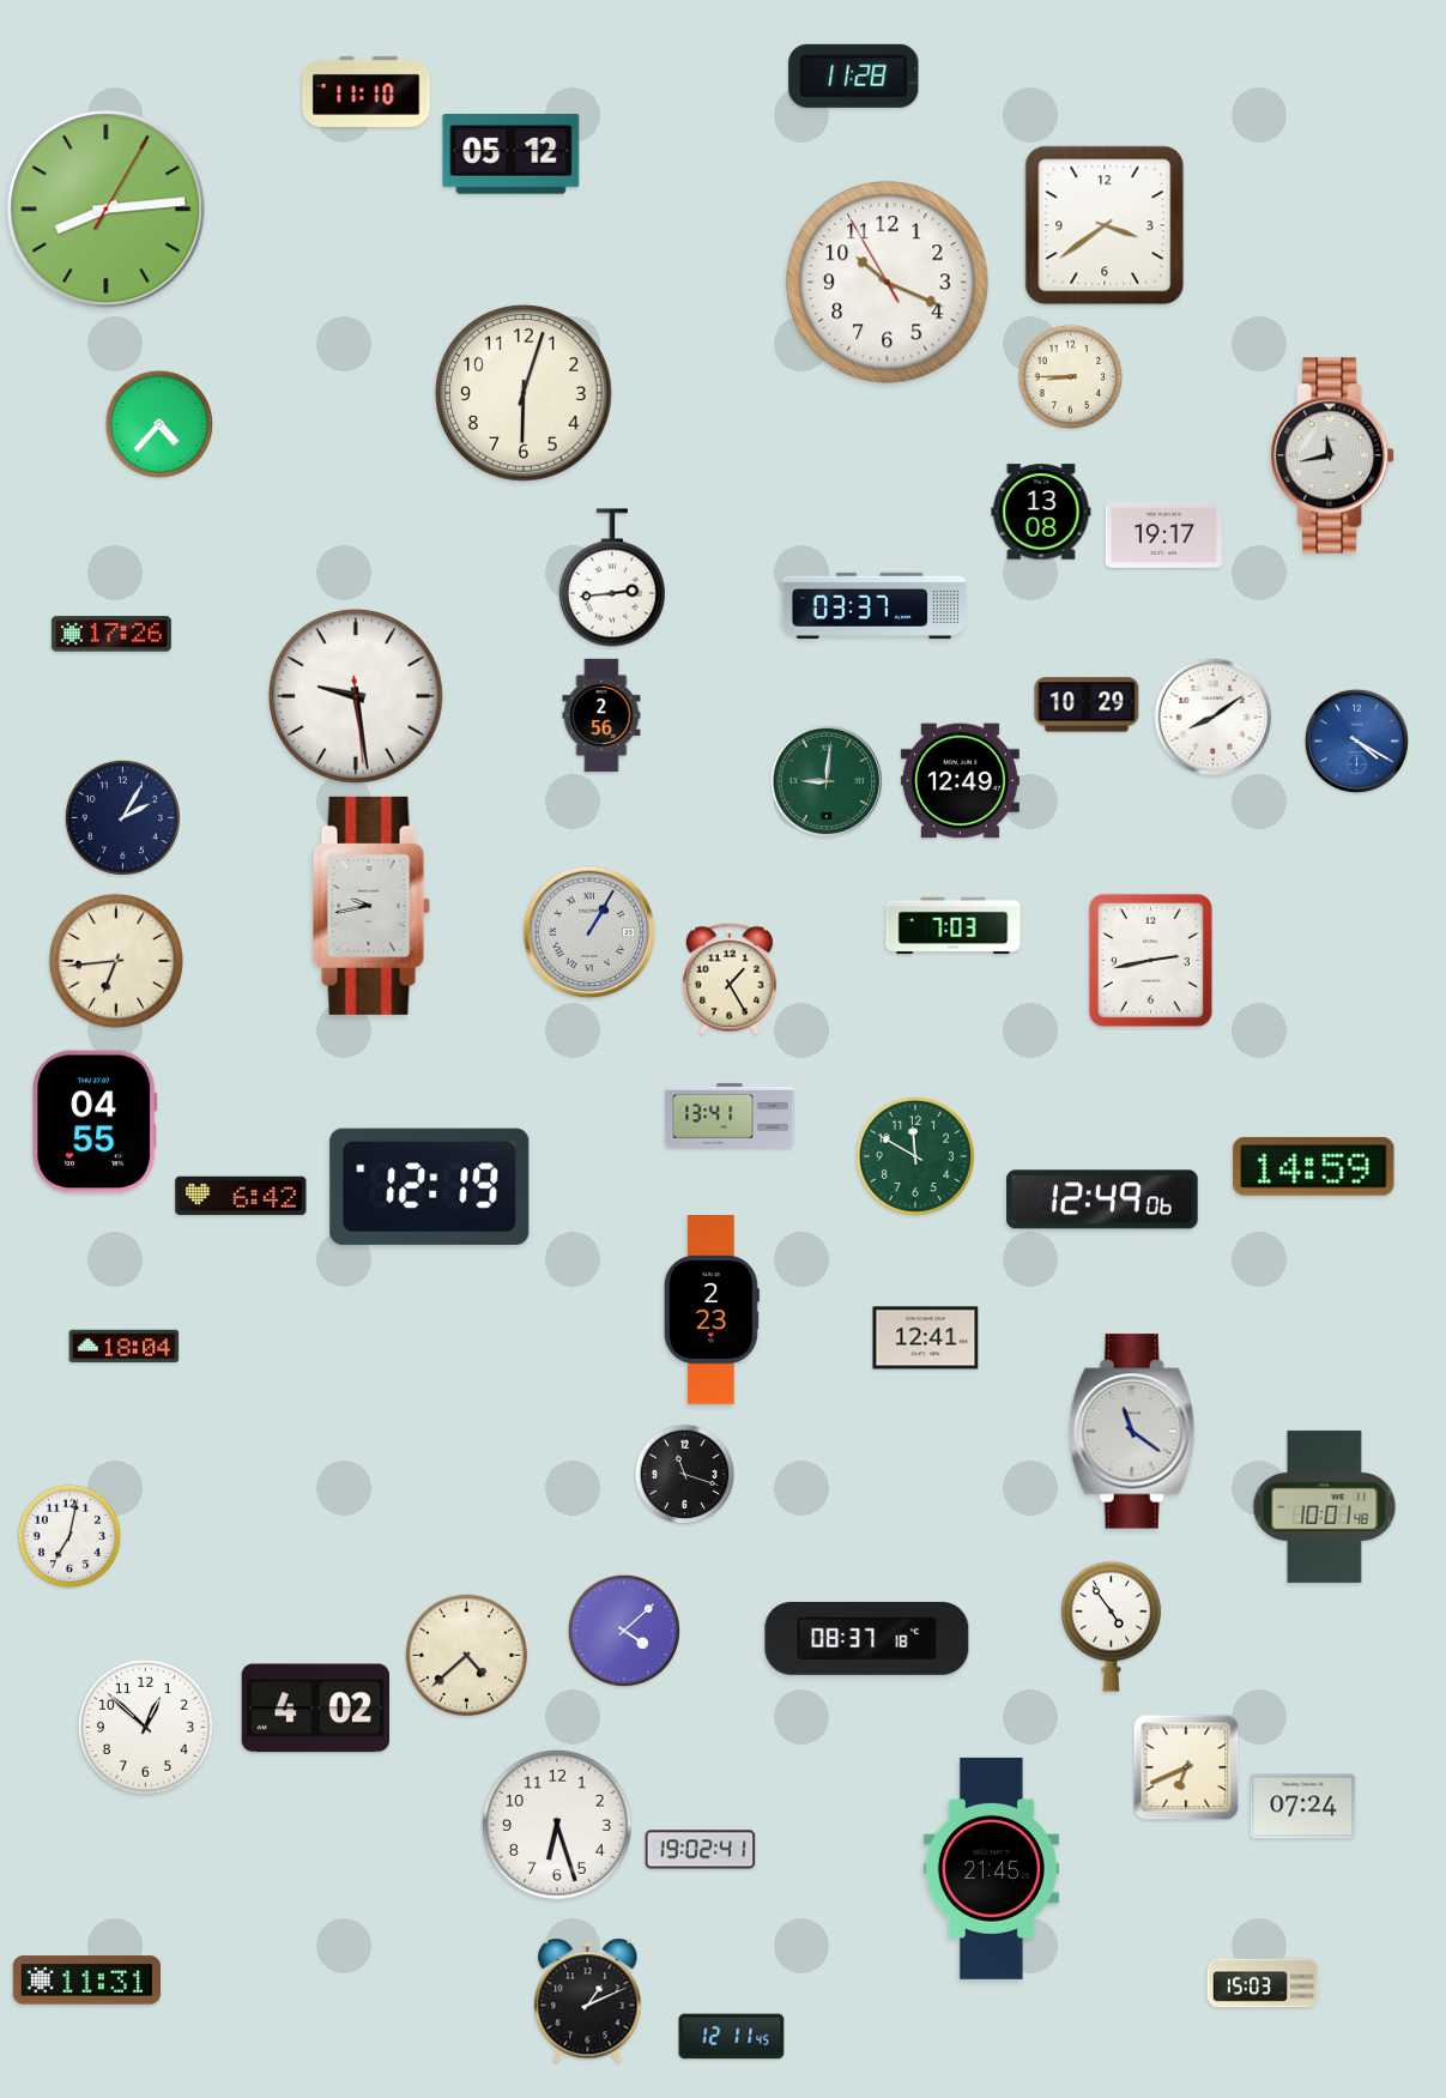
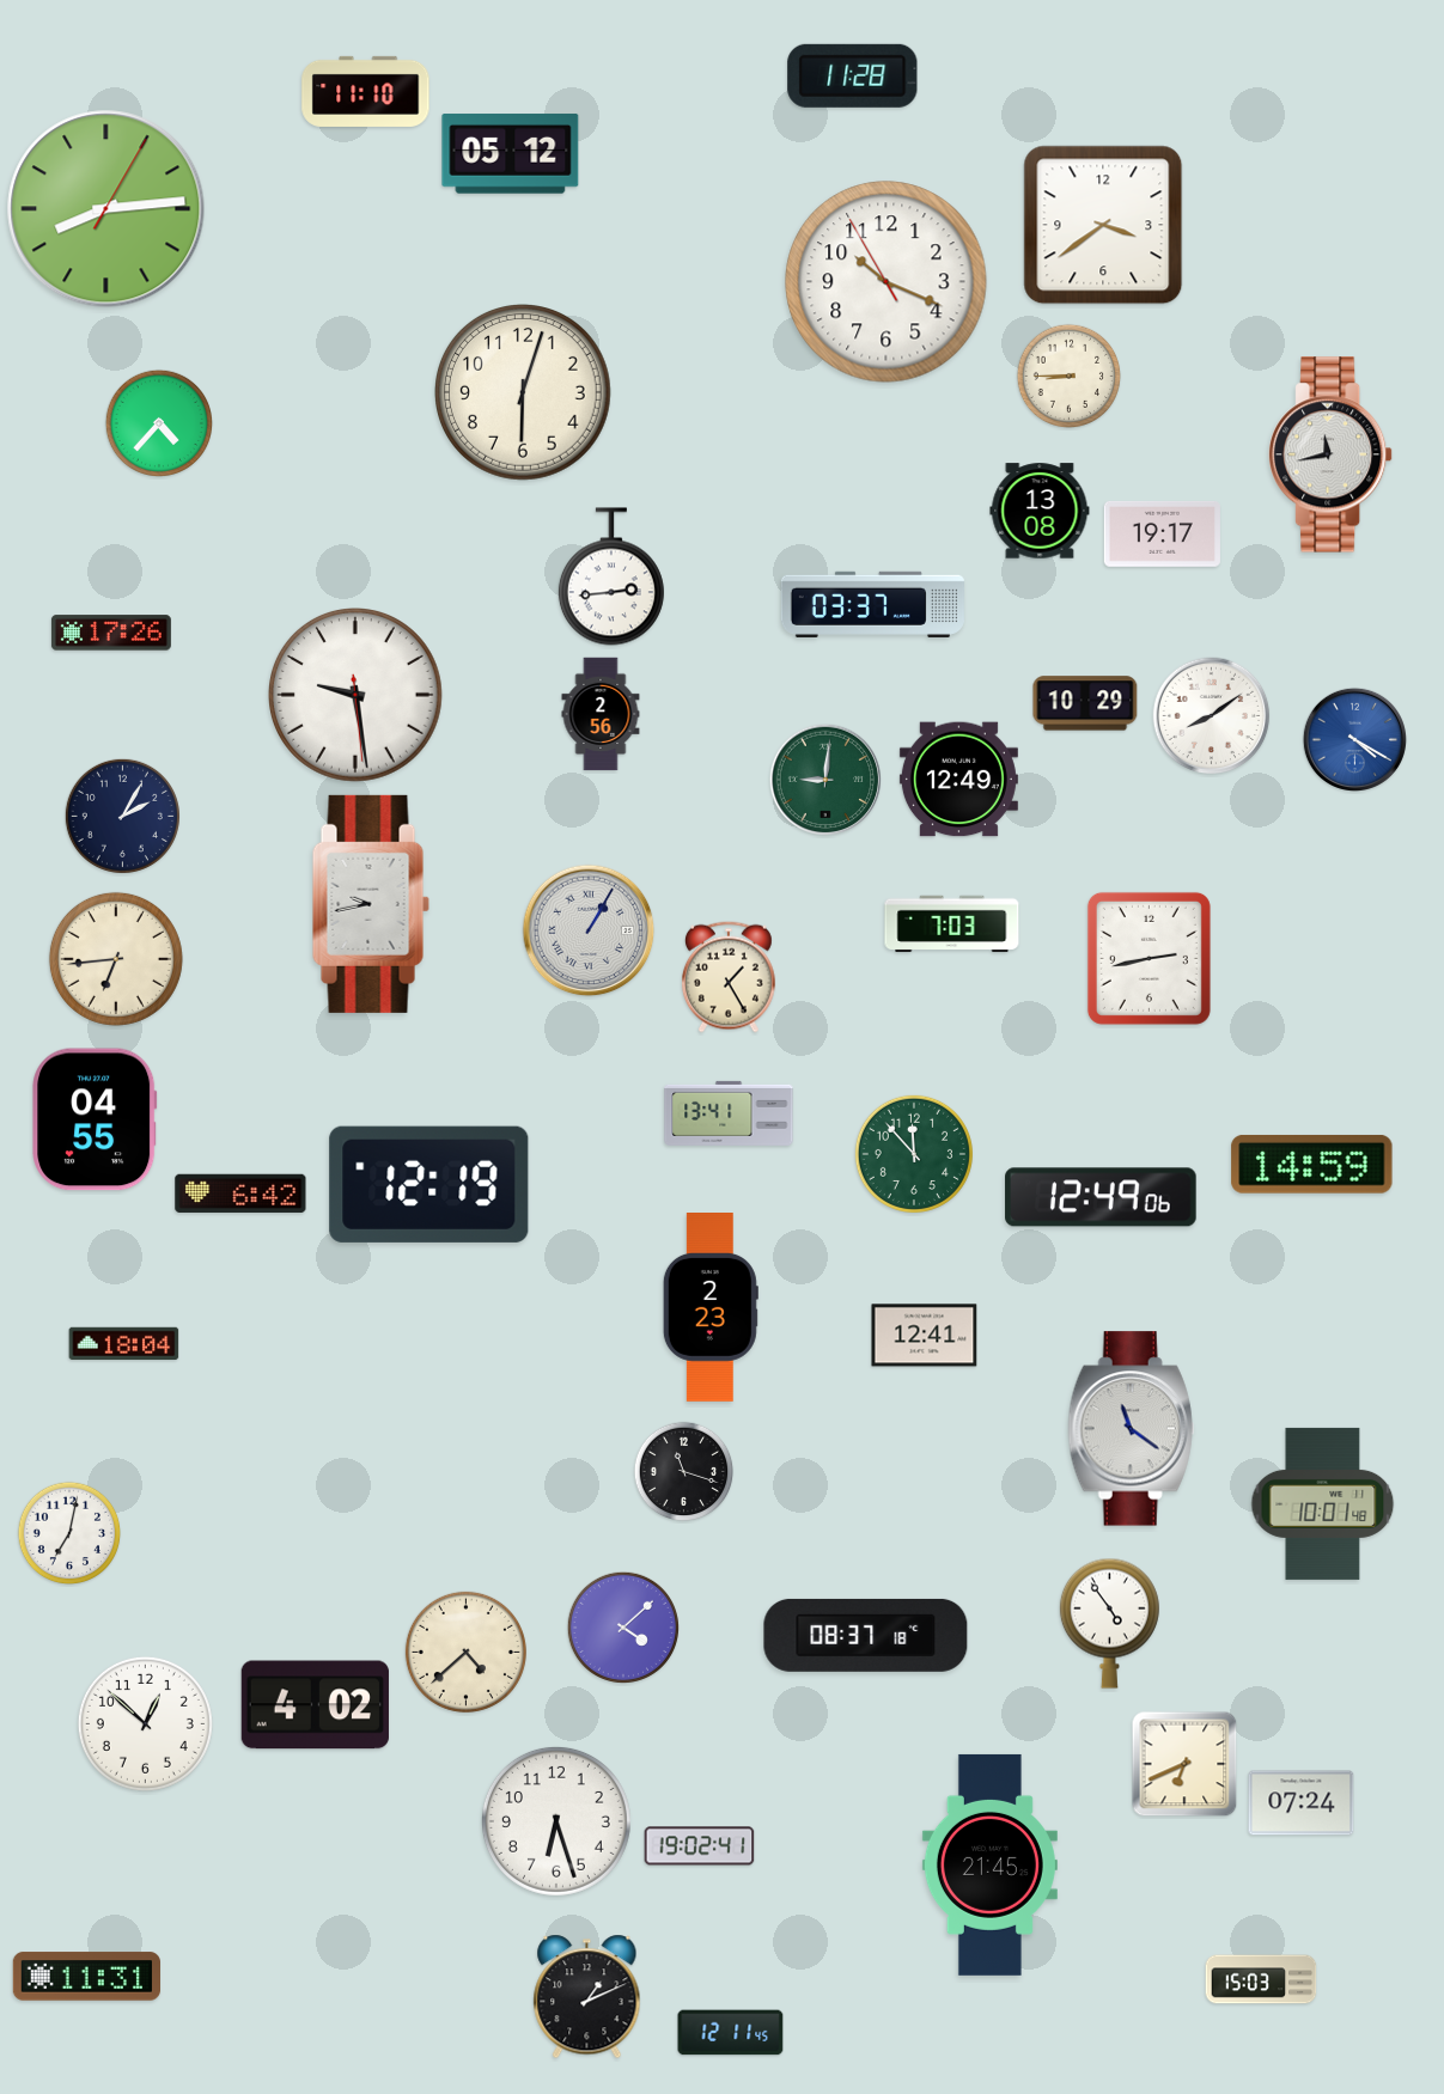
clock at (915, 1156): 11:50 -> 11:53
